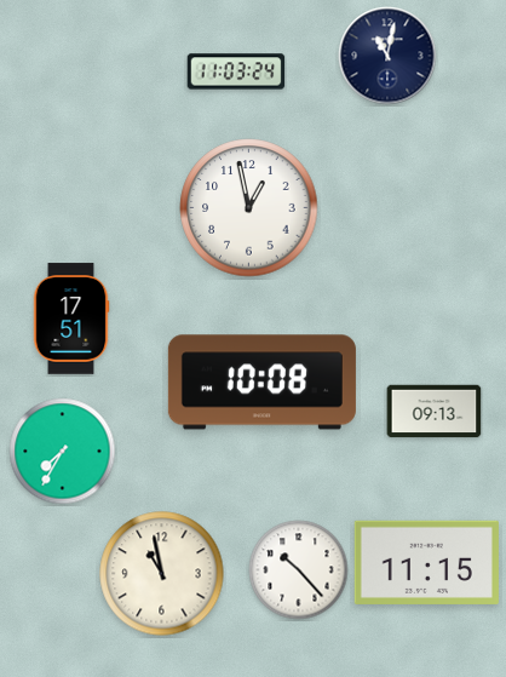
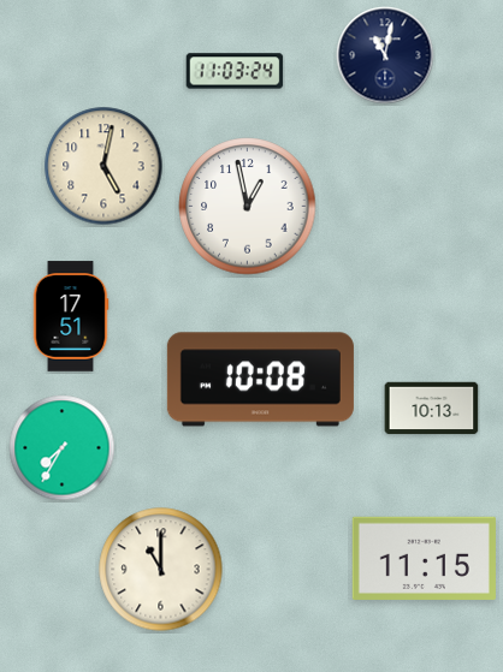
clock at (103, 166): none -> 5:02
clock at (435, 412): 09:13 -> 10:13
clock at (299, 570): 10:23 -> none
clock at (162, 574): 10:58 -> 11:00
